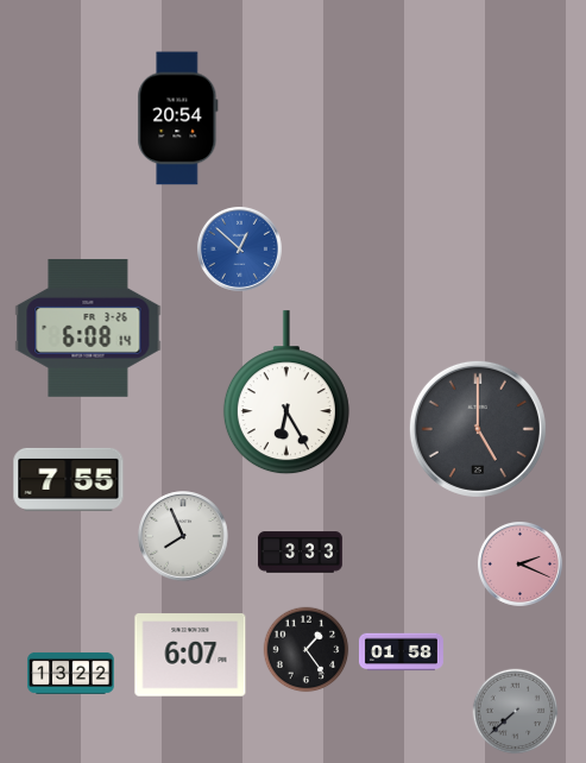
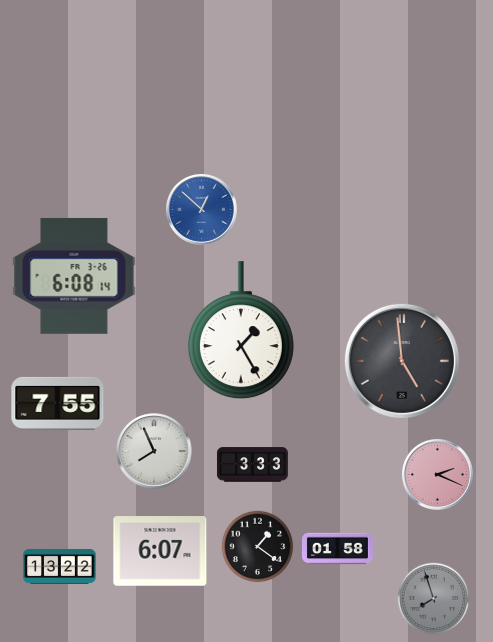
clock at (178, 119): 20:54 -> none
clock at (286, 393): 6:25 -> 1:25
clock at (478, 429): 5:00 -> 4:59
clock at (307, 650): 1:24 -> 1:21
clock at (516, 712): 7:38 -> 7:57
